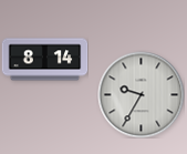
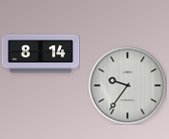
clock at (141, 94): 9:35 -> 9:36
